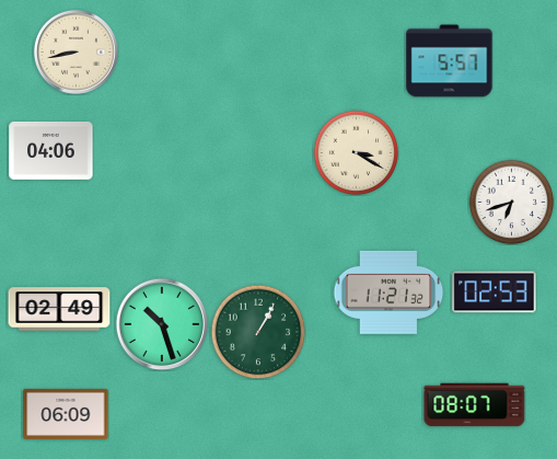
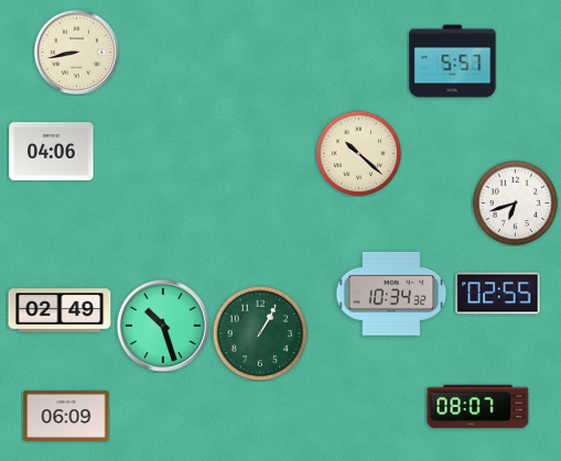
clock at (356, 152): 3:20 -> 10:22
clock at (388, 292): 11:21 -> 10:34
clock at (495, 292): 02:53 -> 02:55
